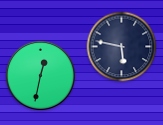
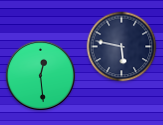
clock at (40, 75): 12:32 -> 12:29
